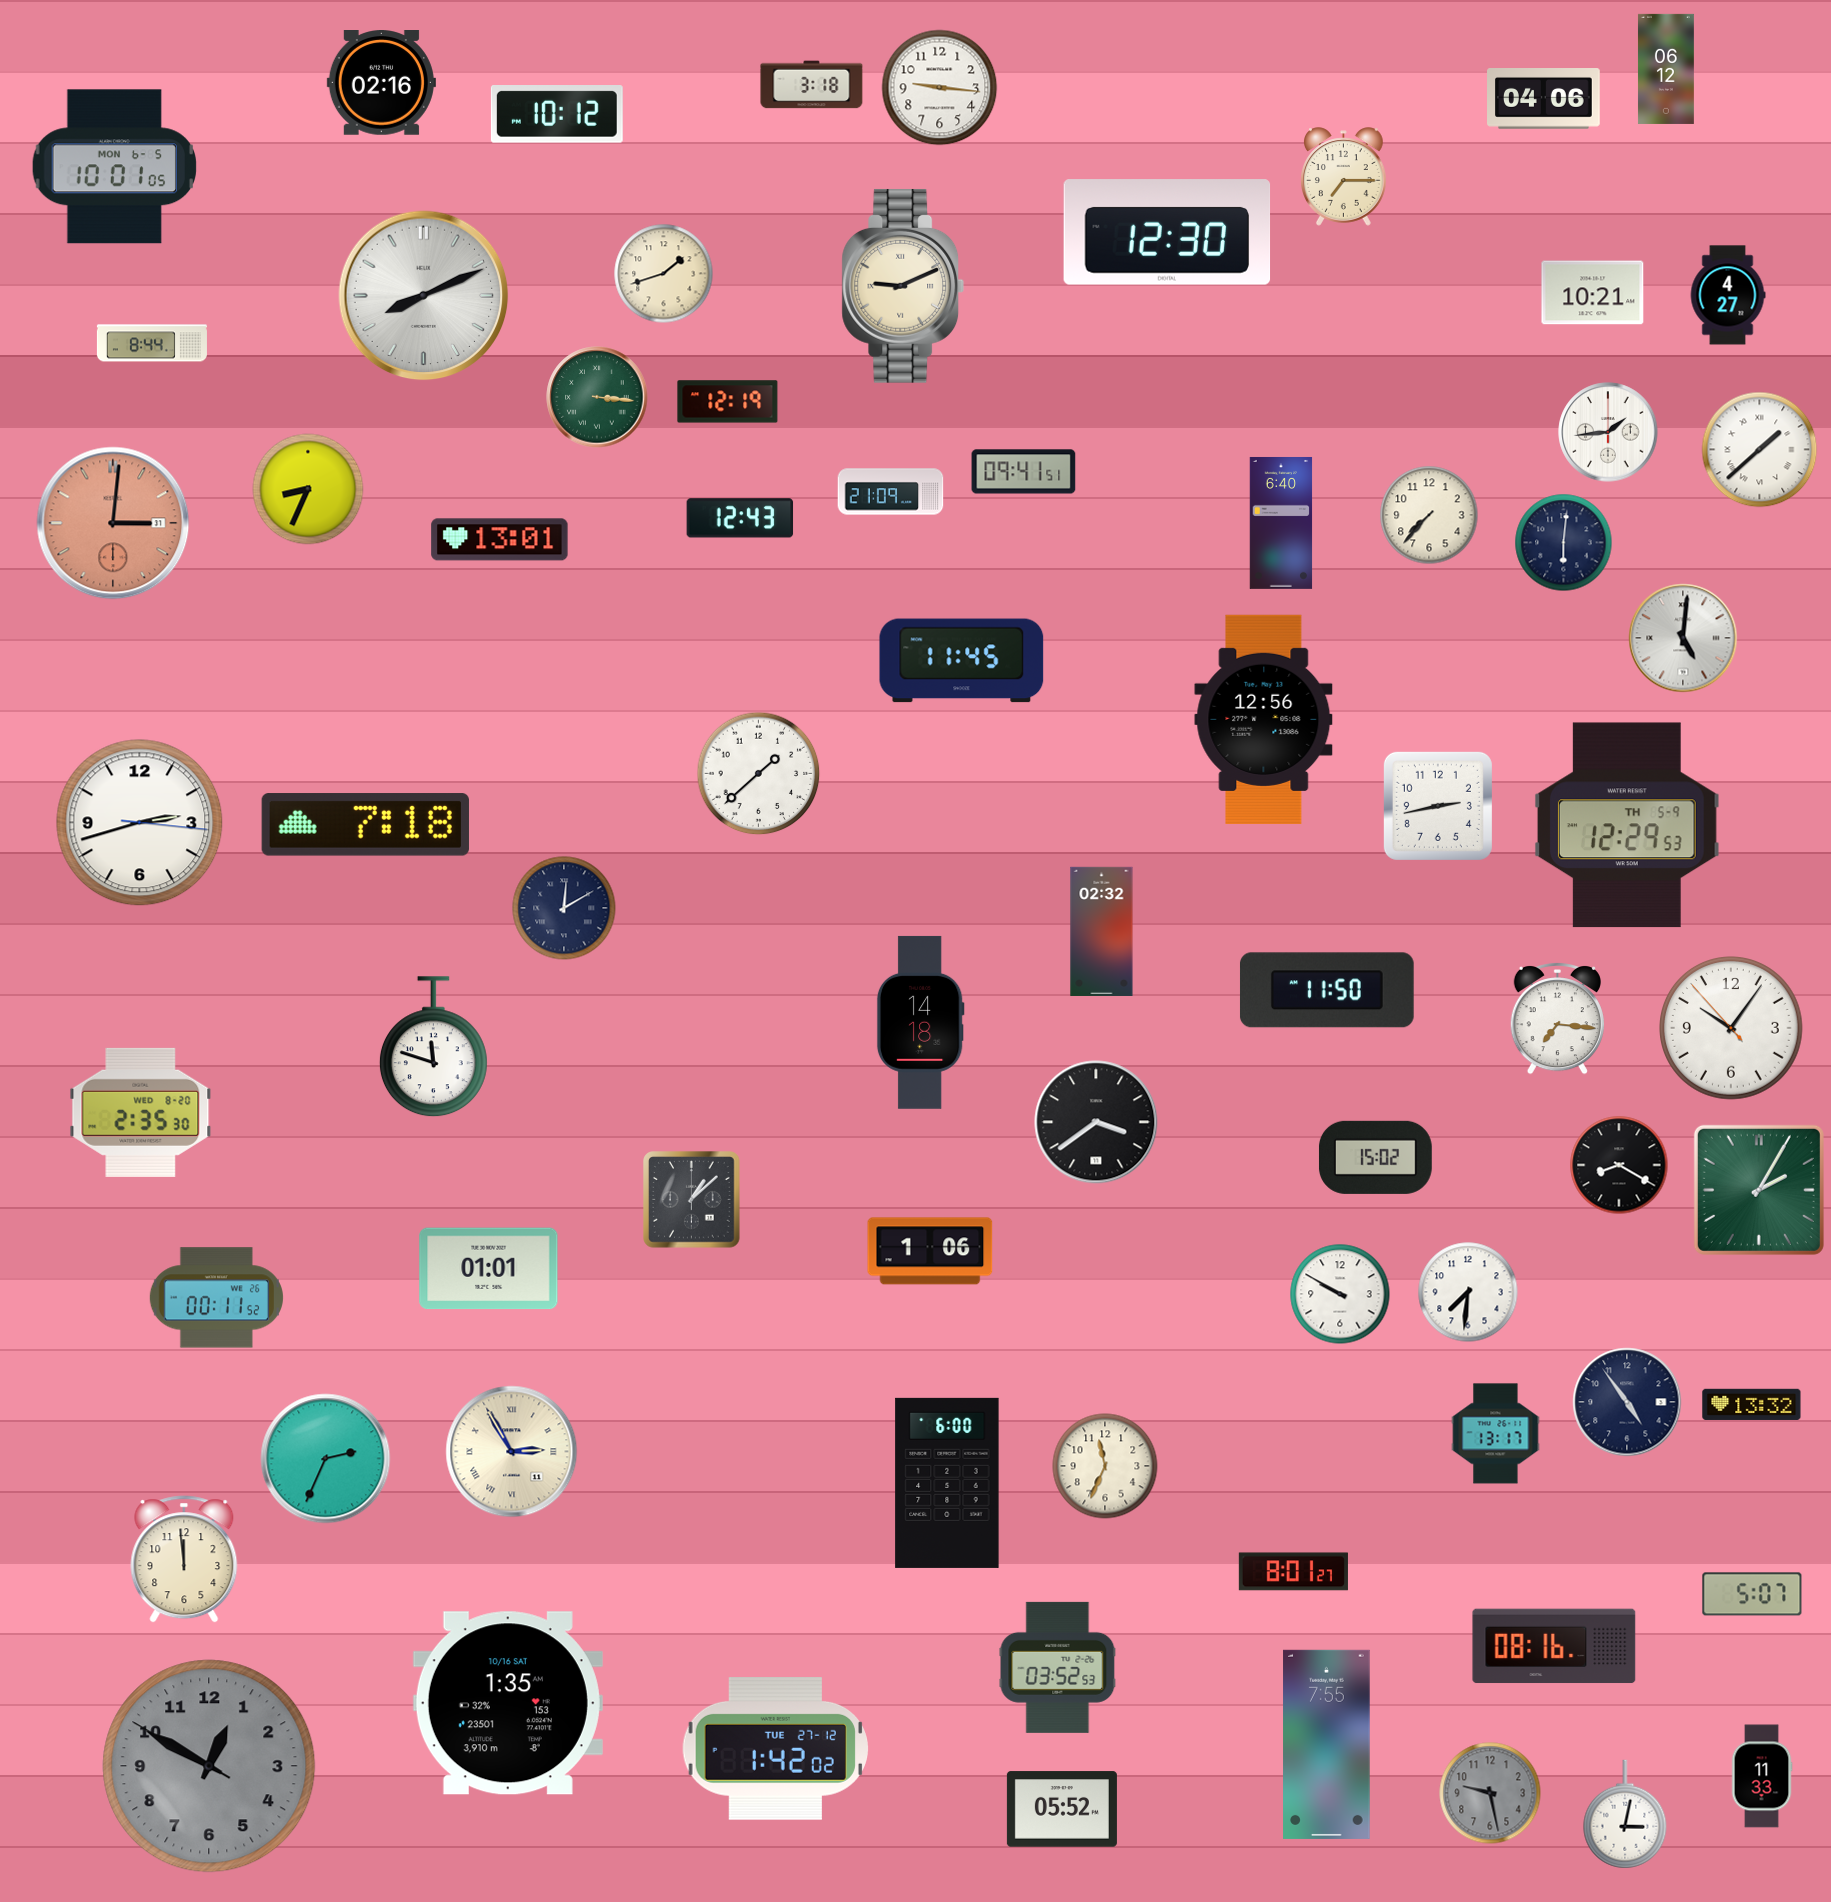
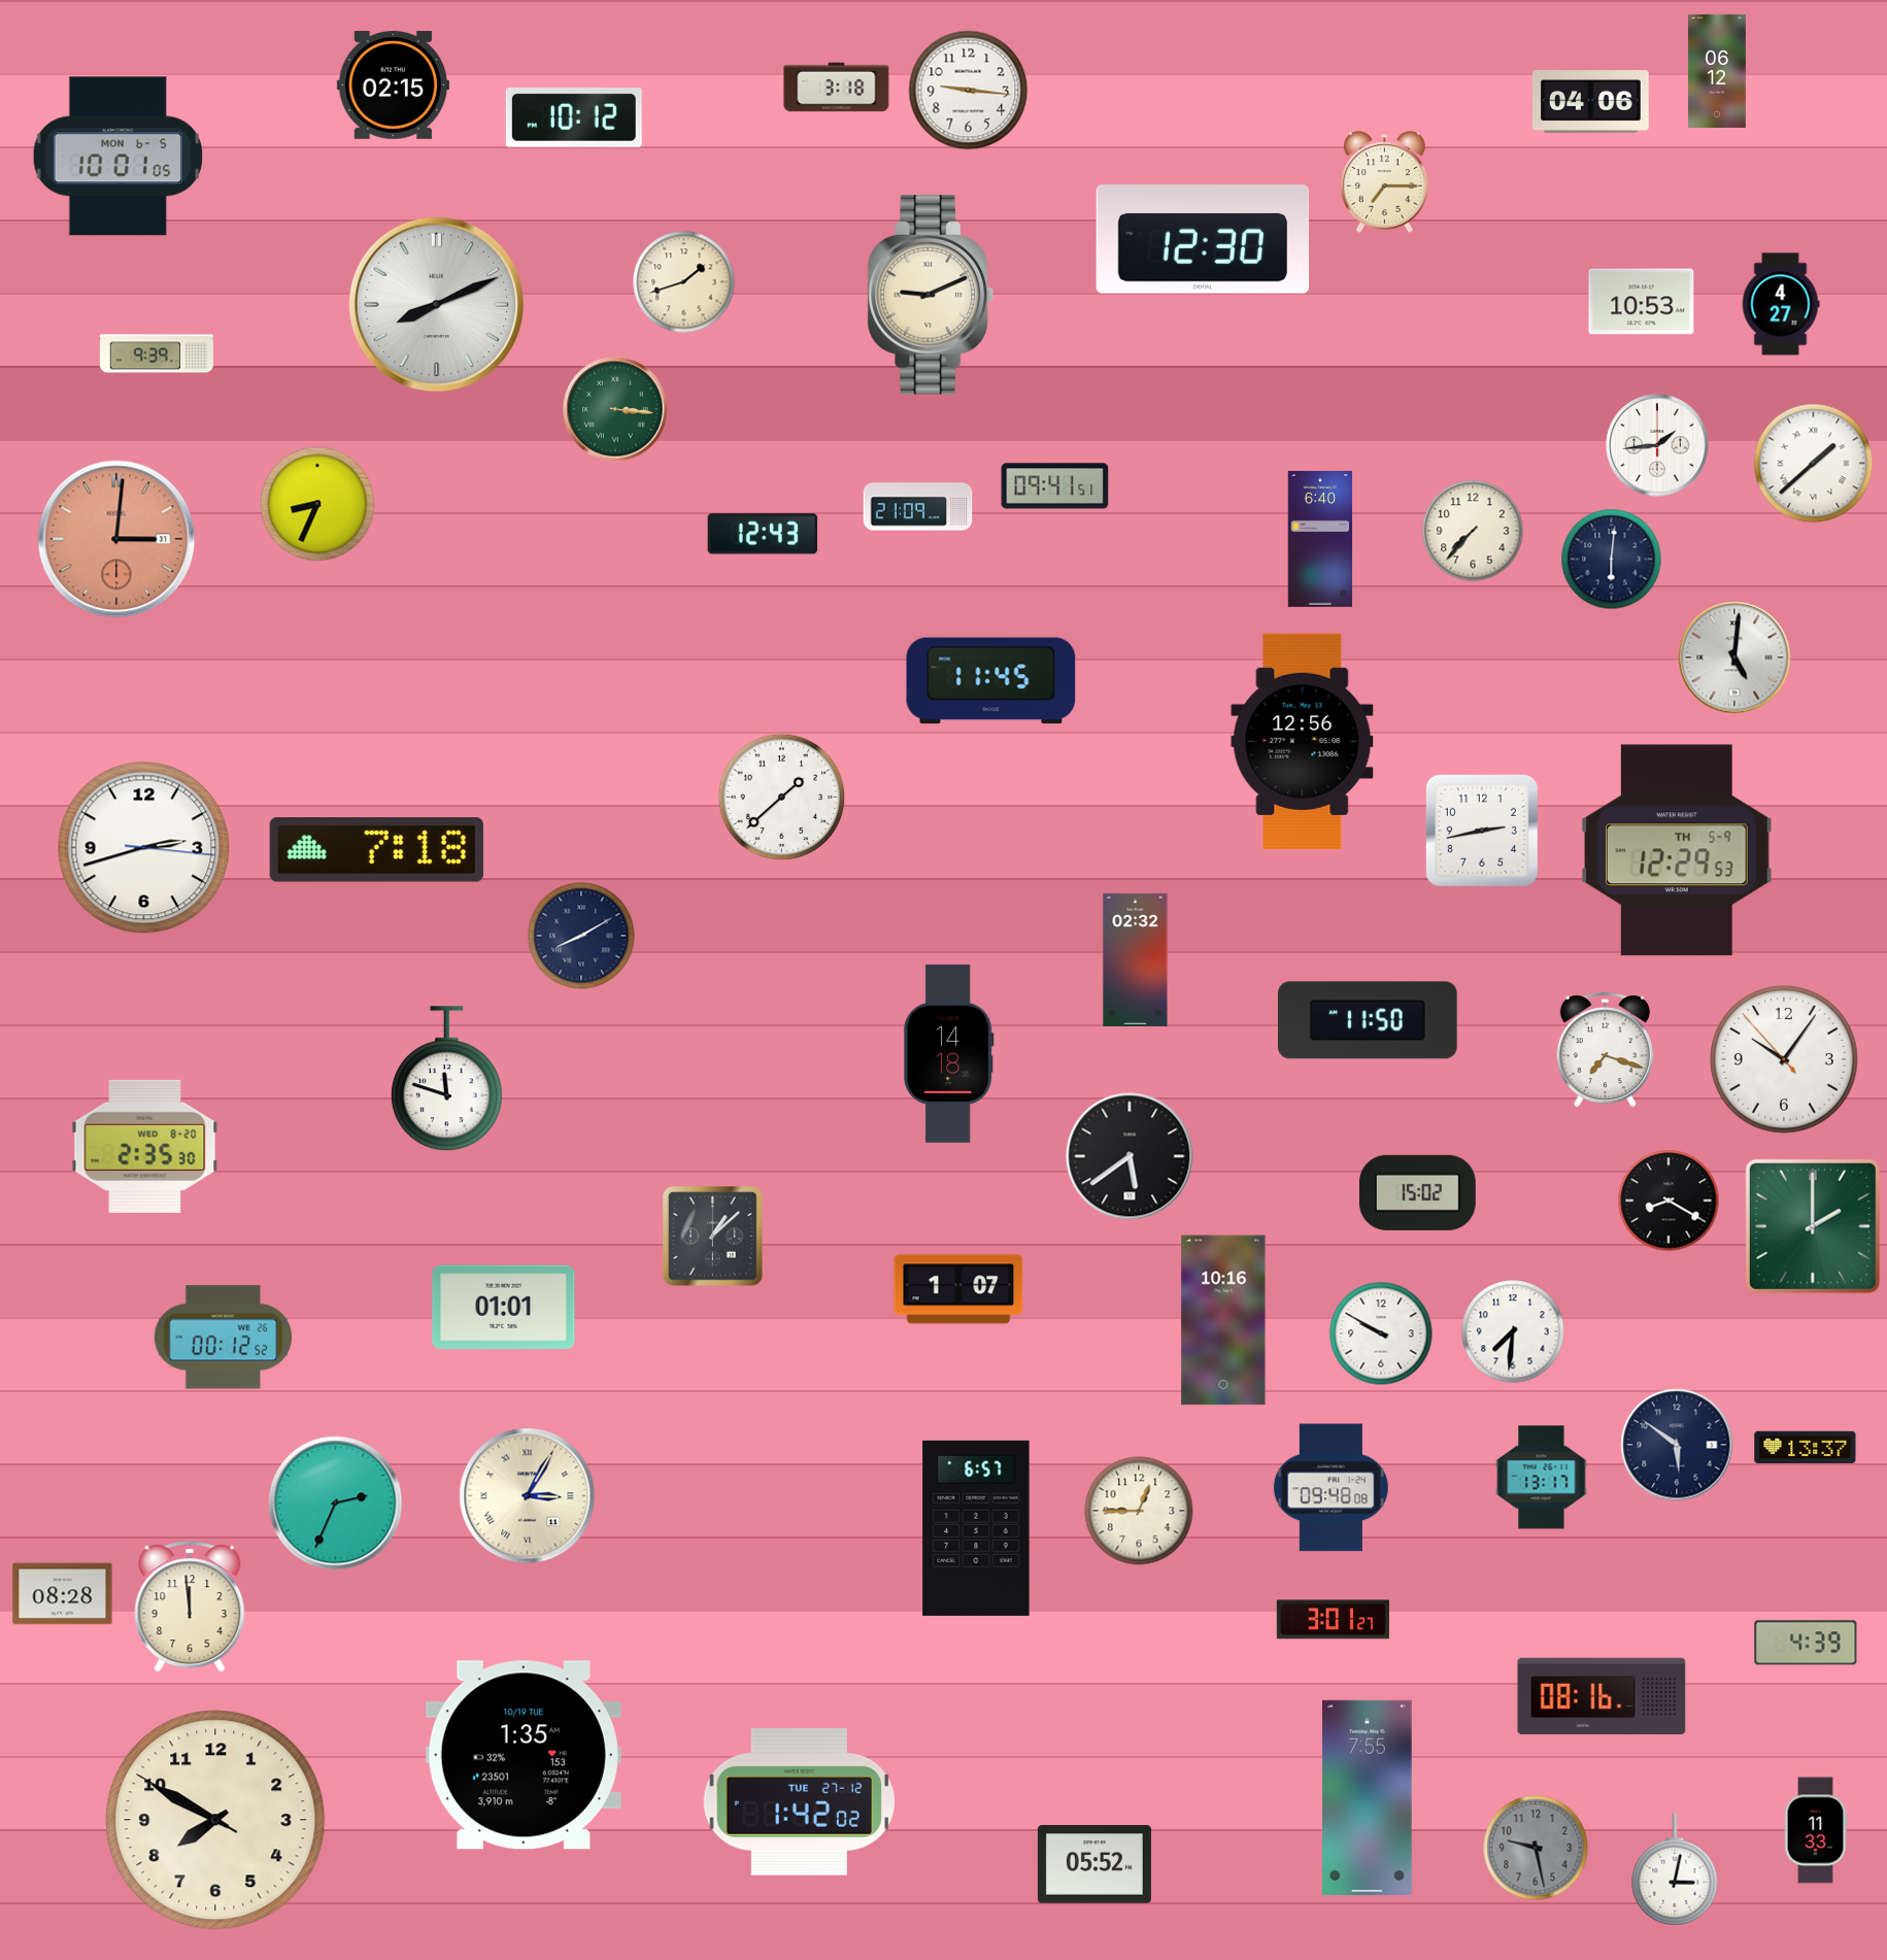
clock at (381, 83): 02:16 -> 02:15
clock at (114, 167) position: (114, 167) -> (117, 157)
clock at (1593, 293): 10:21 -> 10:53
clock at (152, 343): 8:44 -> 9:39
clock at (728, 402): 12:19 -> none
clock at (500, 540): 13:01 -> none
clock at (564, 908): 12:10 -> 8:10
clock at (1557, 1018): 7:16 -> 7:18
clock at (1096, 1122): 3:39 -> 5:39
clock at (1759, 1190): 2:05 -> 2:00
clock at (930, 1251): 1:06 -> 1:07
clock at (1223, 1320): none -> 10:16
clock at (216, 1298): 00:11 -> 00:12
clock at (1627, 1402): 4:54 -> 5:51
clock at (1752, 1404): 13:32 -> 13:37
clock at (1330, 1488): none -> 09:48
clock at (512, 1452): 2:55 -> 3:05
clock at (1105, 1466): 11:34 -> 12:45
clock at (947, 1483): 6:00 -> 6:57
clock at (63, 1594): none -> 08:28
clock at (1293, 1572): 8:01 -> 3:01
clock at (1752, 1594): 5:07 -> 4:39
clock at (1058, 1667): 03:52 -> none
clock at (508, 1703) date: 10/16 SAT -> 10/19 TUE
clock at (209, 1766): 12:49 -> 7:49
clock at (209, 1766) dial: grey -> cream
